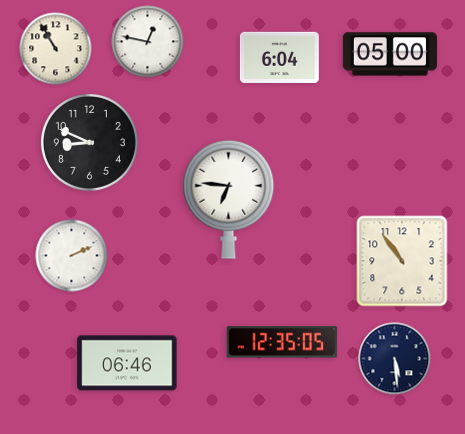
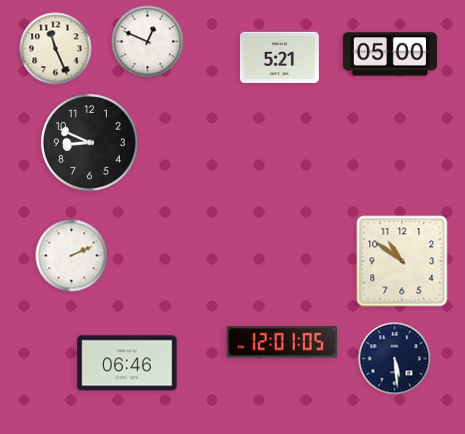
clock at (148, 42): 12:47 -> 12:49
clock at (56, 49): 10:55 -> 11:26
clock at (279, 57): 6:04 -> 5:21
clock at (229, 199): 6:46 -> none
clock at (402, 261): 10:54 -> 10:51
clock at (282, 342): 12:35 -> 12:01
